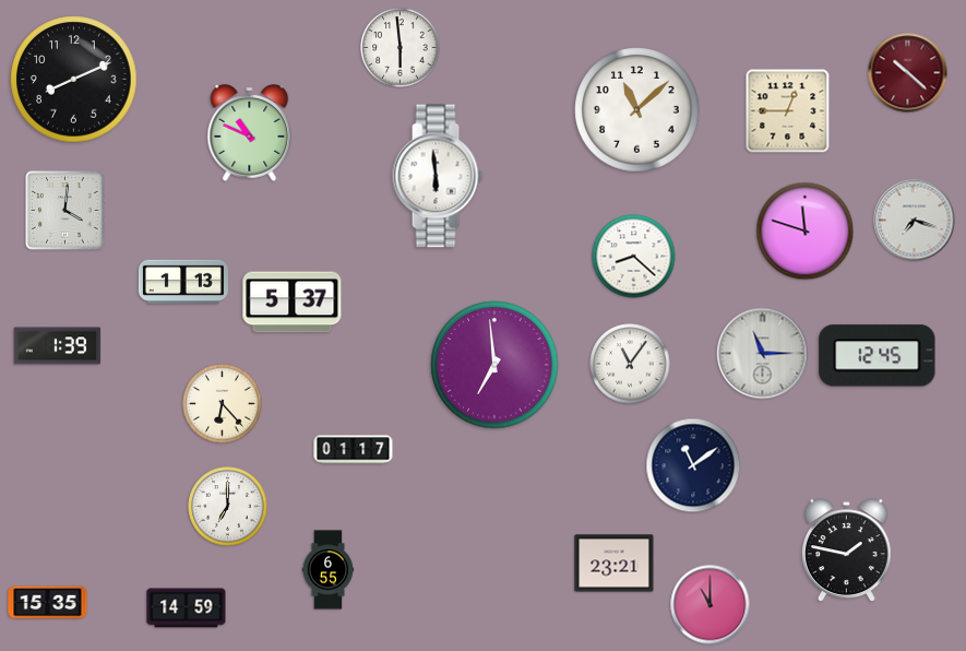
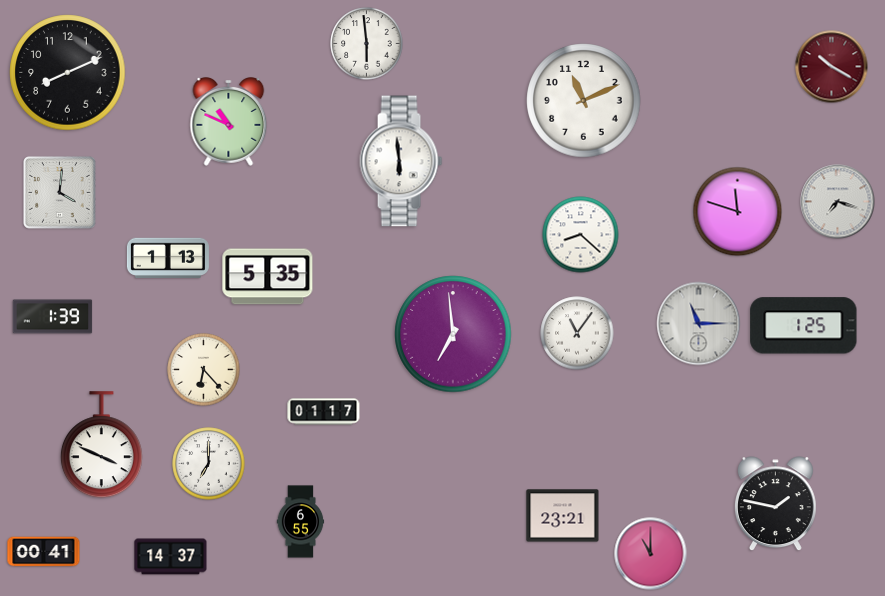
clock at (908, 73): 10:22 -> 10:20
clock at (637, 110): 11:08 -> 11:11
clock at (788, 111): 12:45 -> none
clock at (293, 303): 5:37 -> 5:35
clock at (878, 356): 12:45 -> 1:25
clock at (693, 465): 11:09 -> none
clock at (101, 445): none -> 3:49
clock at (48, 603): 15:35 -> 00:41
clock at (187, 608): 14:59 -> 14:37
